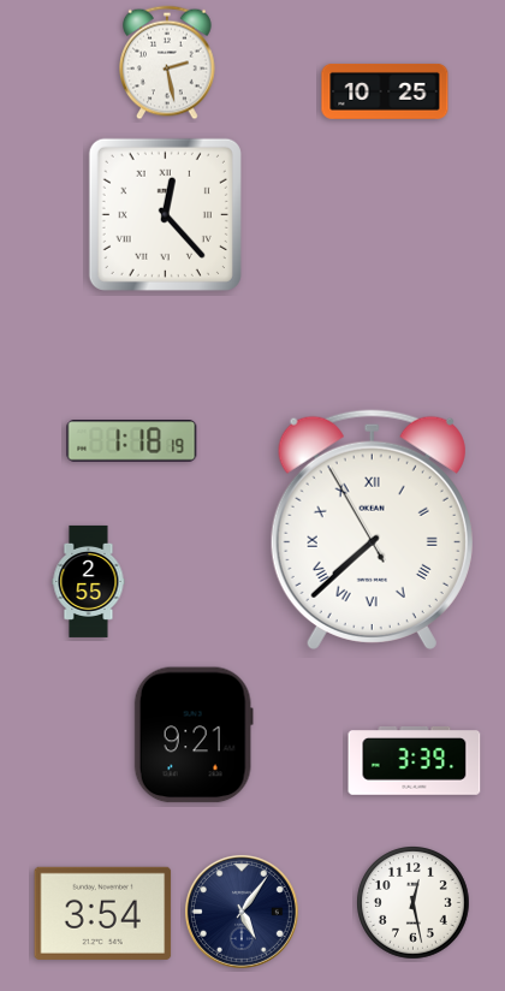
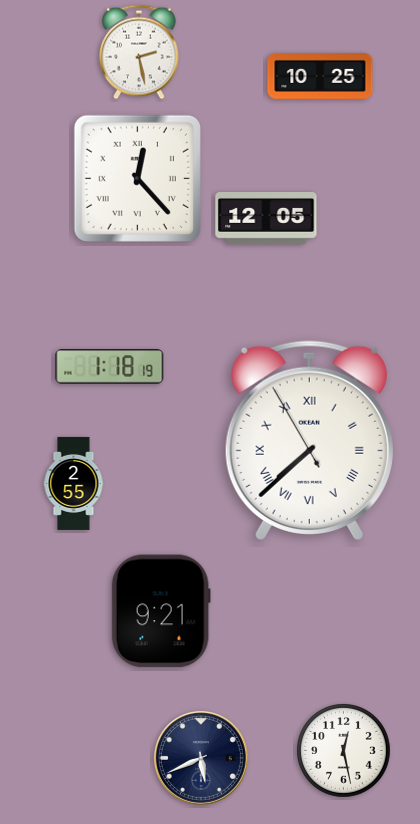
clock at (266, 219): none -> 12:05
clock at (415, 760): 3:39 -> none
clock at (242, 912): 5:06 -> 5:41
clock at (103, 913): 3:54 -> none
